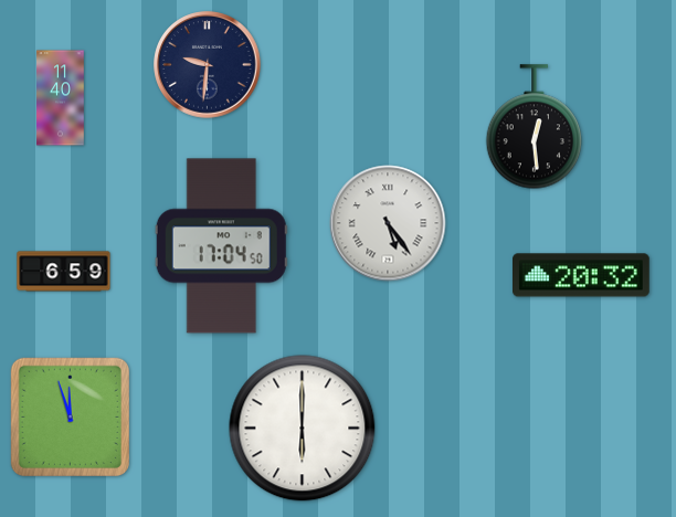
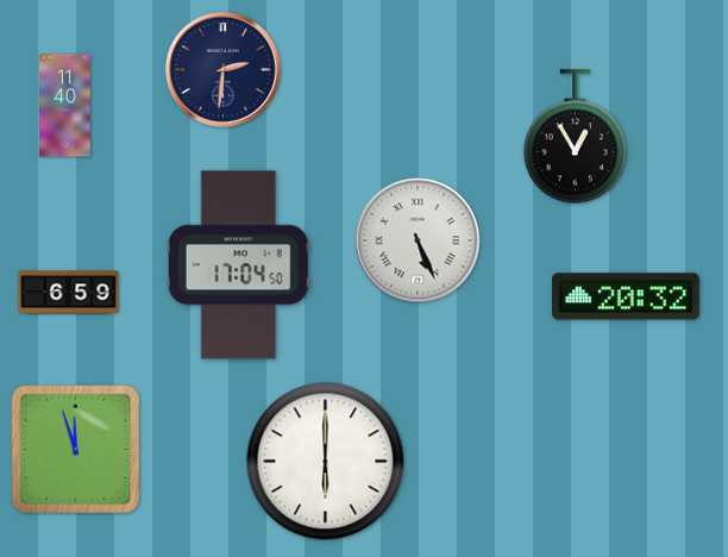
clock at (208, 65): 9:31 -> 2:31
clock at (534, 127): 12:29 -> 12:55
clock at (388, 223): 5:24 -> 5:26
